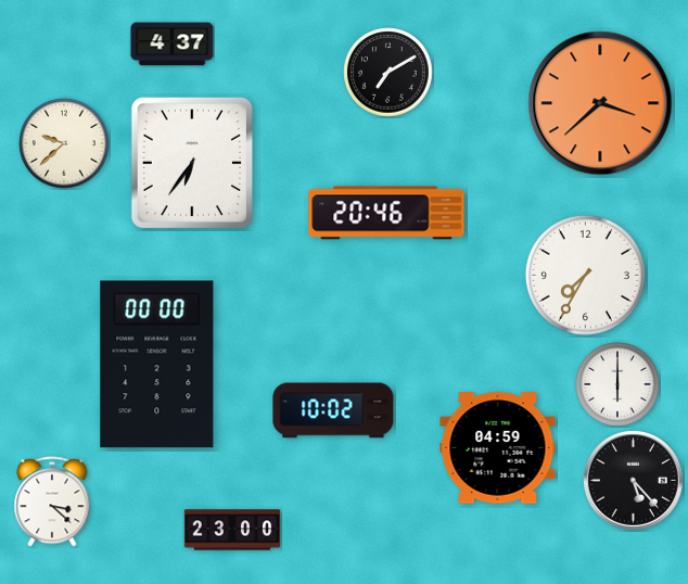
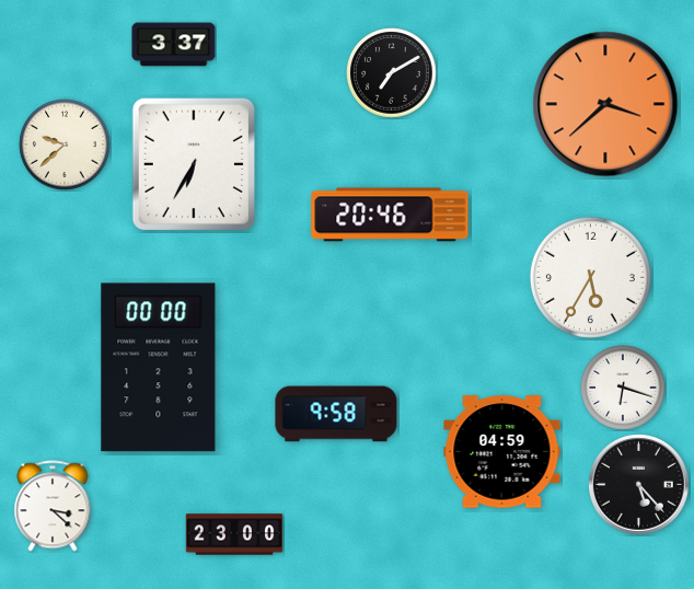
clock at (173, 45): 4:37 -> 3:37
clock at (192, 162): 6:36 -> 6:35
clock at (585, 275): 7:35 -> 5:35
clock at (617, 384): 6:00 -> 6:18
clock at (333, 410): 10:02 -> 9:58
